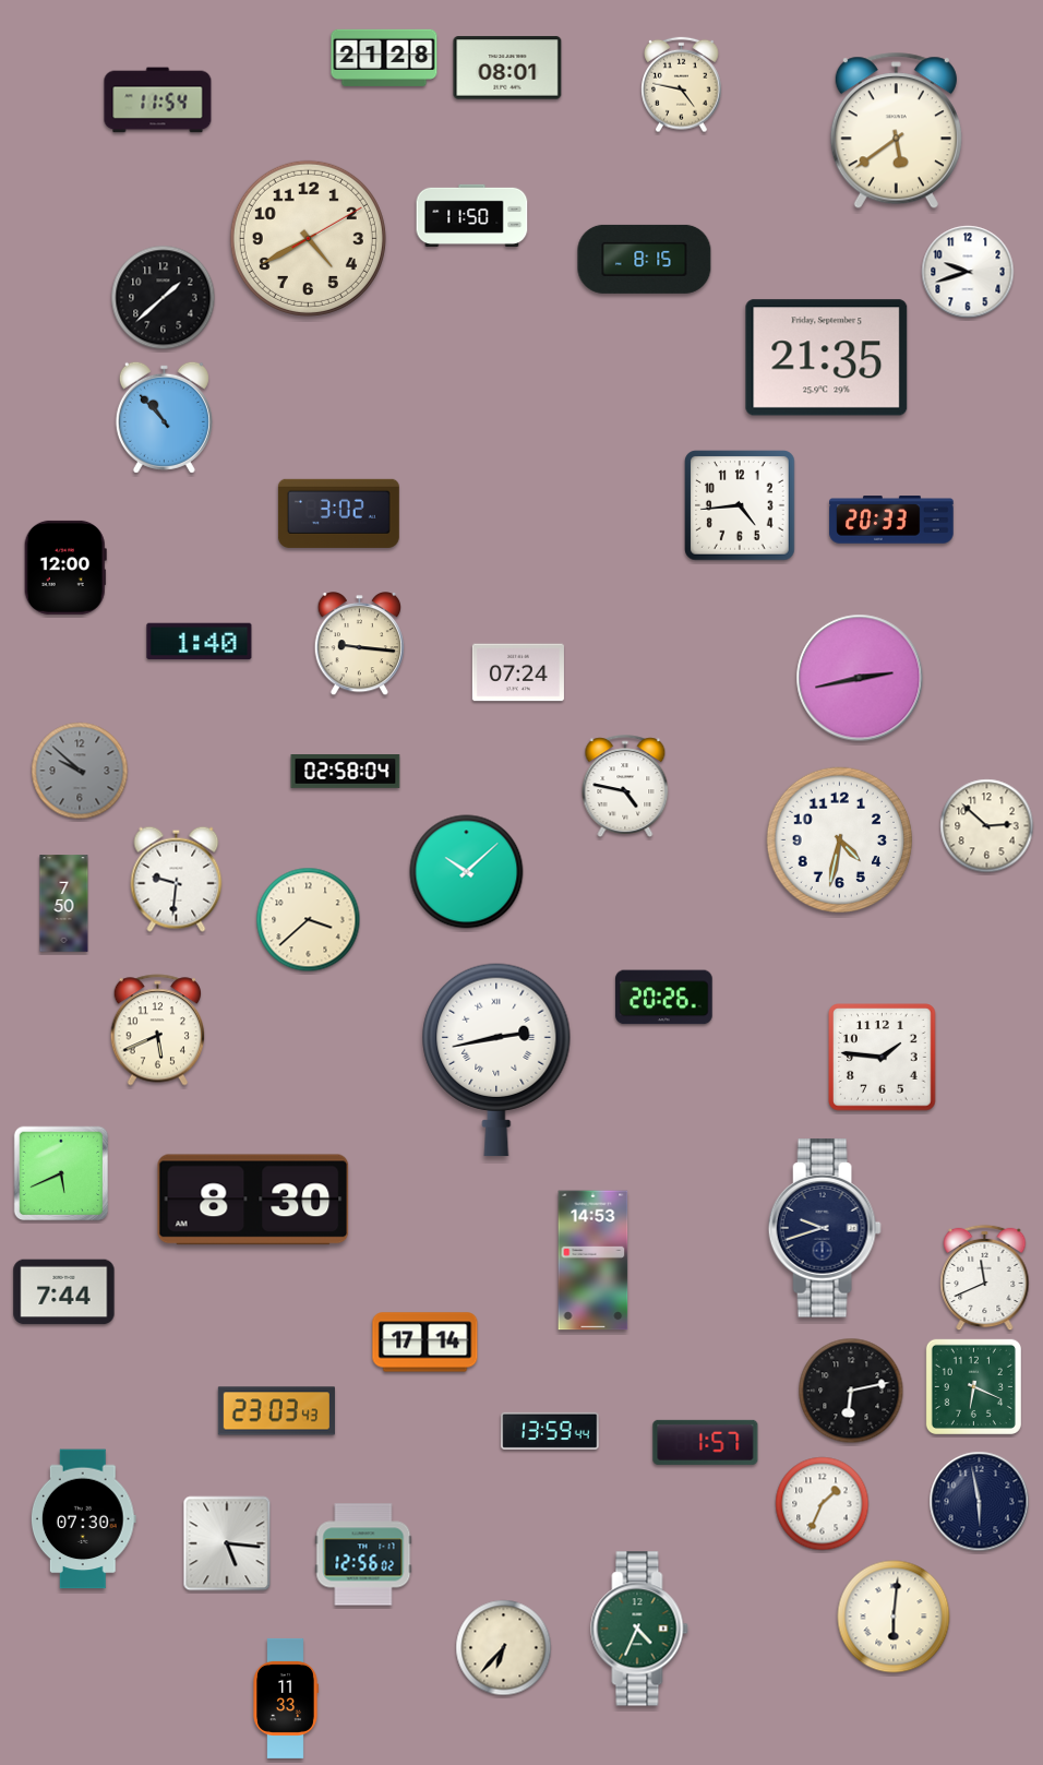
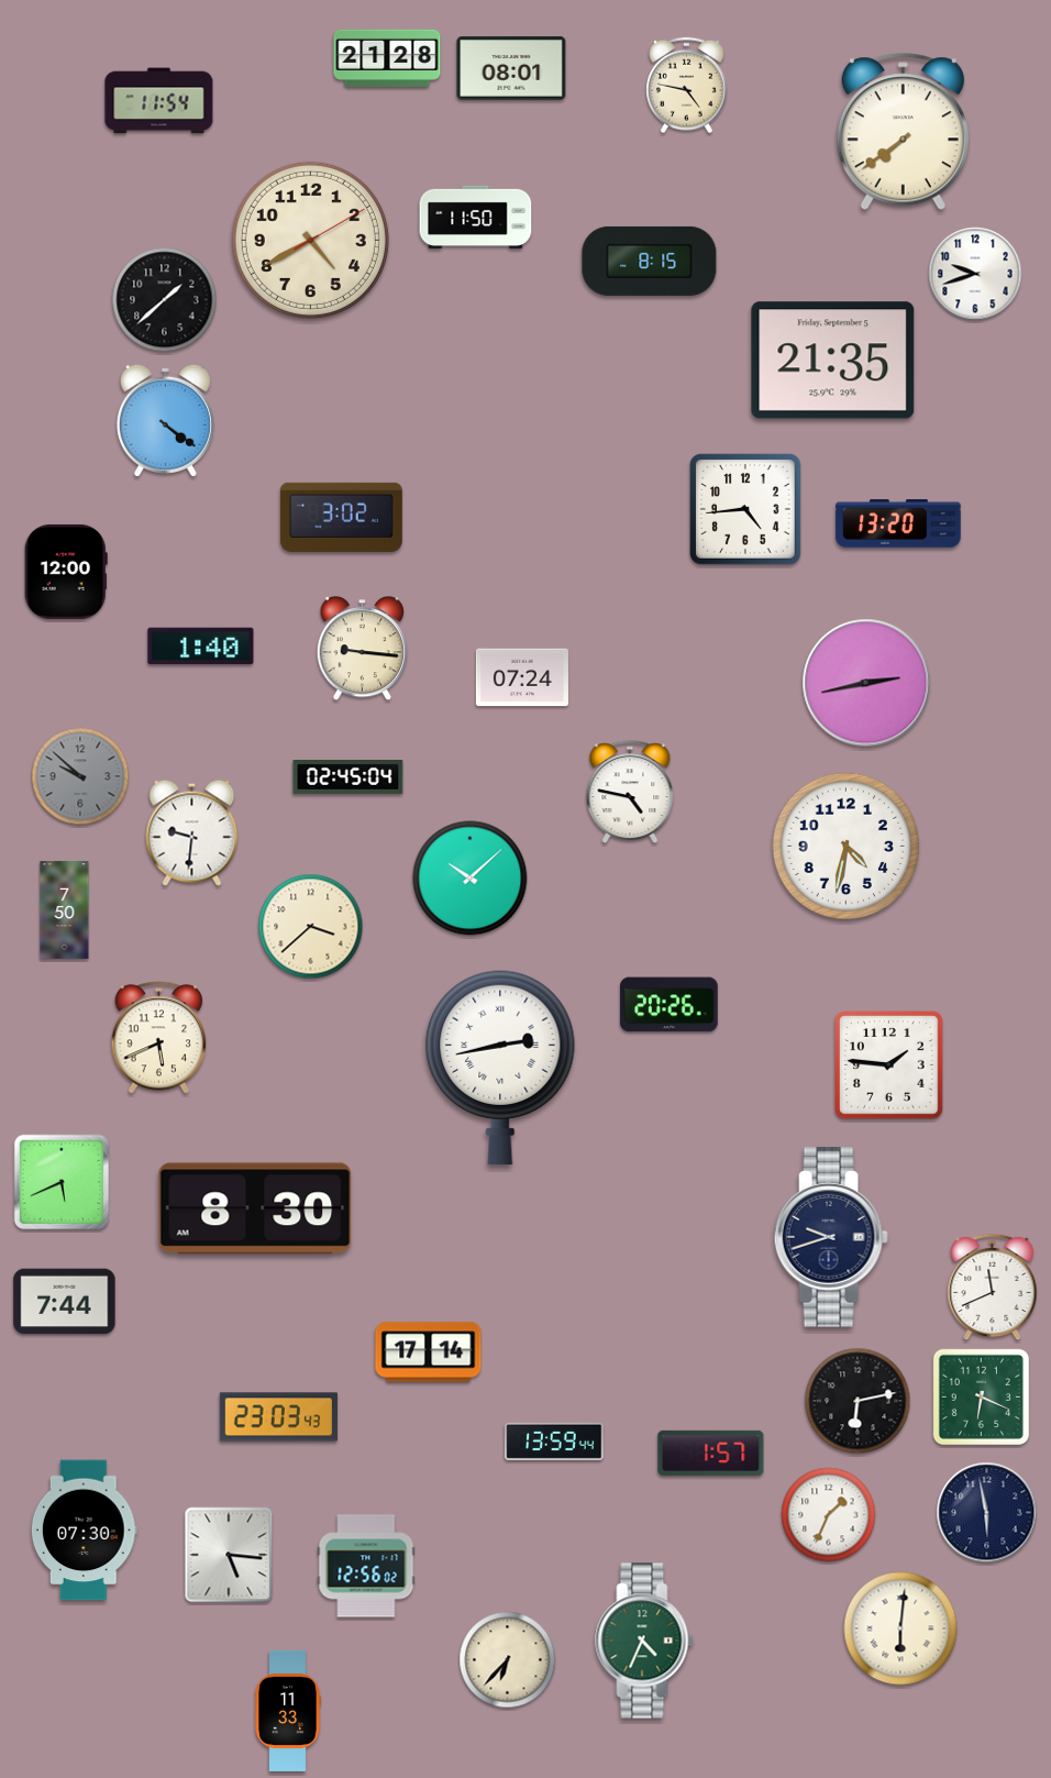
clock at (896, 131): 5:39 -> 7:39
clock at (164, 417): 10:53 -> 4:21
clock at (891, 520): 20:33 -> 13:20
clock at (346, 772): 02:58 -> 02:45
clock at (987, 826): 2:52 -> none
clock at (177, 879) position: (177, 879) -> (192, 832)
clock at (594, 1261): 14:53 -> none
clock at (276, 1411) position: (276, 1411) -> (278, 1417)
